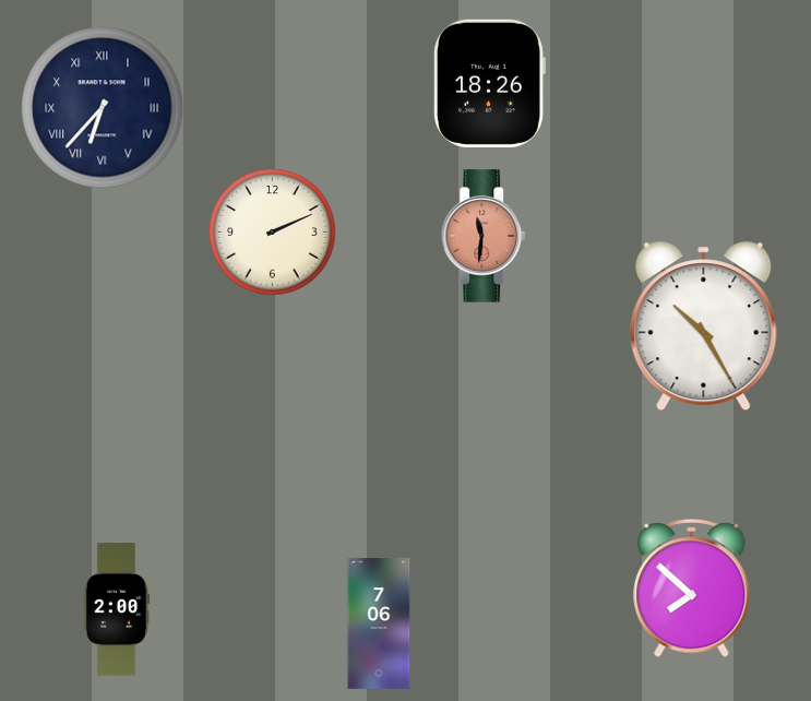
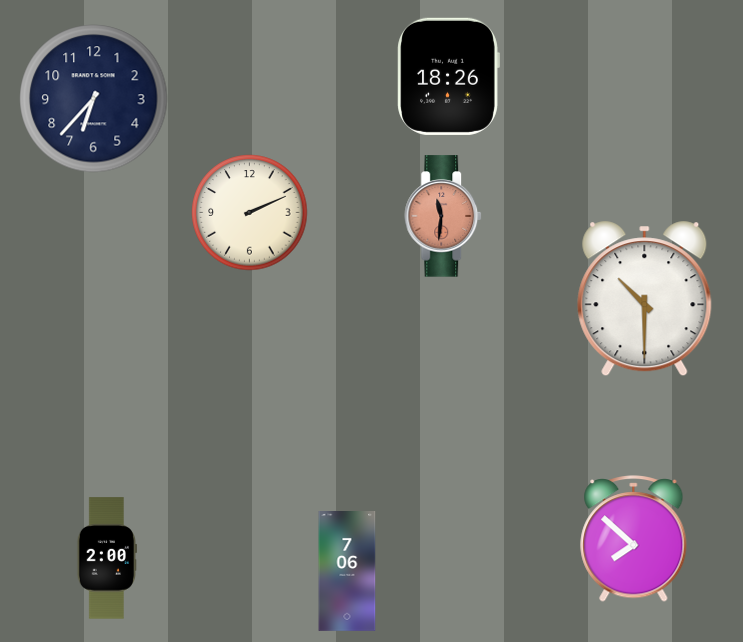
clock at (103, 108) numerals: Roman -> Arabic
clock at (704, 326): 10:25 -> 10:30
